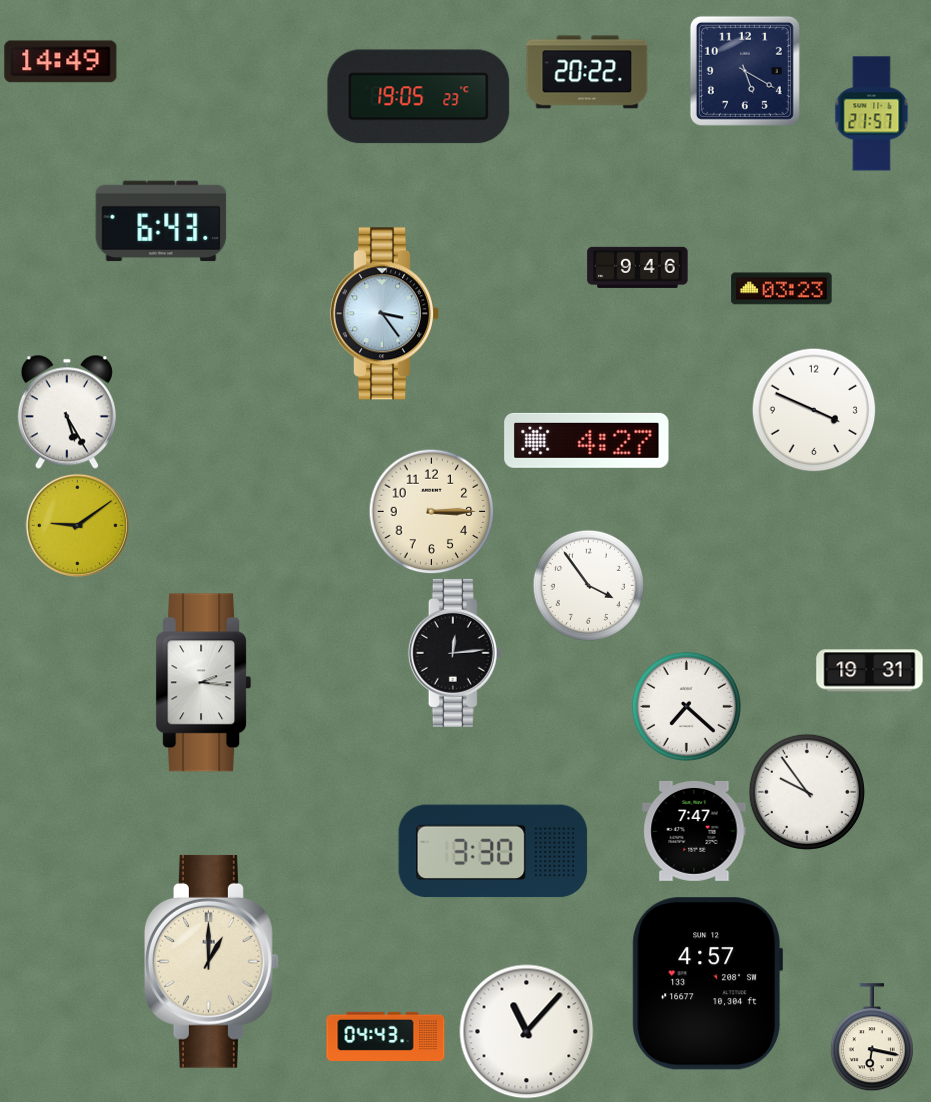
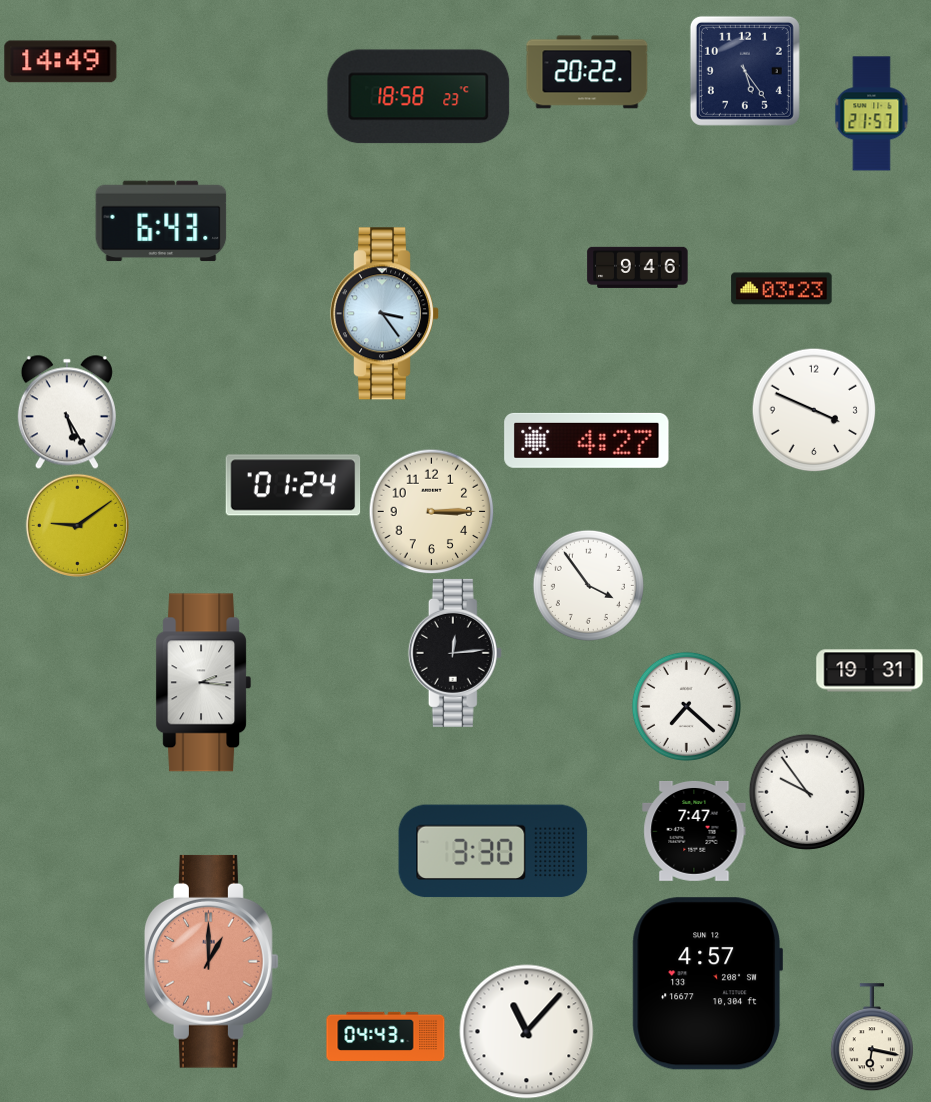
clock at (745, 71): 5:20 -> 5:24
clock at (419, 97): 19:05 -> 18:58
clock at (293, 485): none -> 01:24
clock at (211, 961) dial: cream -> salmon
